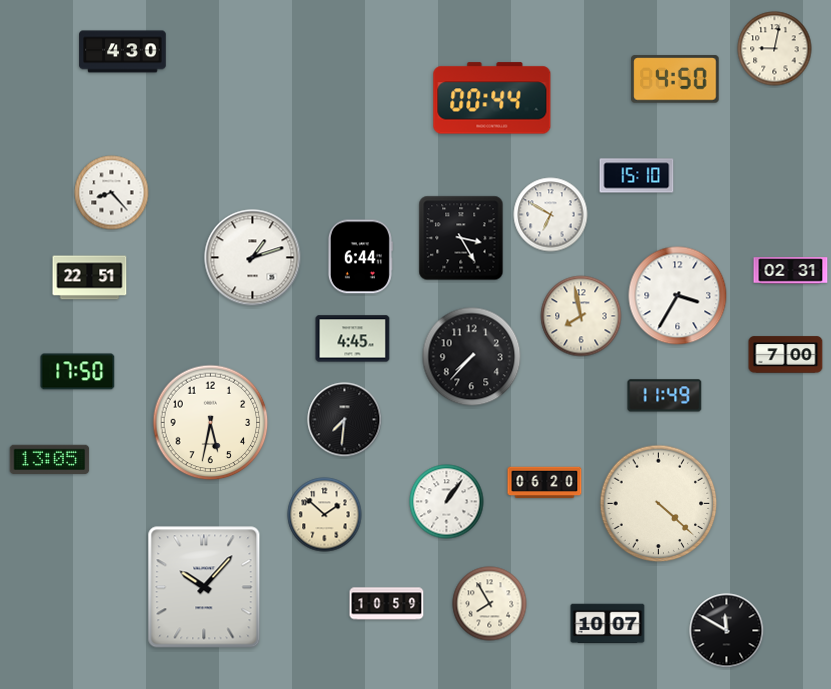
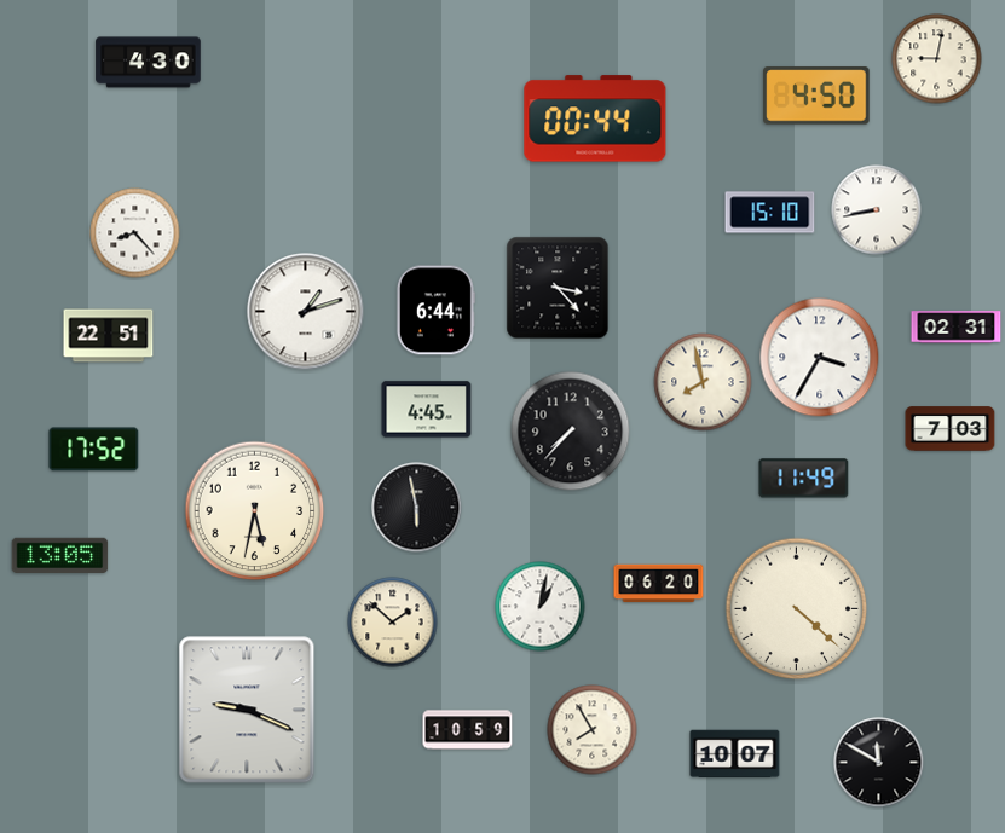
clock at (877, 210): none -> 8:43
clock at (551, 215): 6:50 -> none
clock at (461, 238): 3:25 -> 3:23
clock at (786, 355): 7:00 -> 7:03
clock at (78, 372): 17:50 -> 17:52
clock at (345, 420): 7:31 -> 5:58
clock at (447, 502): 1:06 -> 1:02
clock at (204, 587): 10:07 -> 9:19
